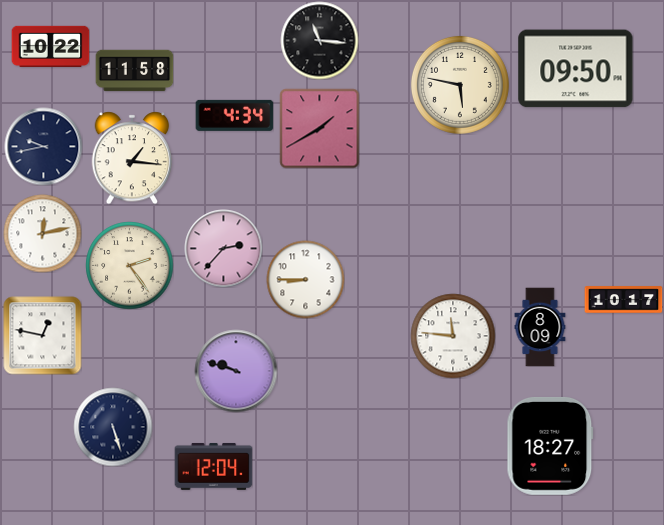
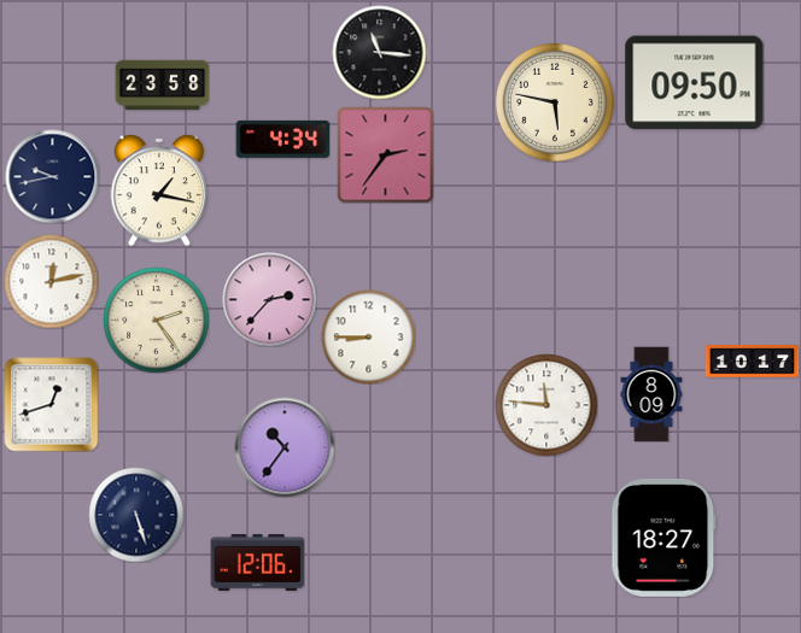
clock at (319, 40) position: (319, 40) -> (379, 52)
clock at (50, 46): 10:22 -> none
clock at (134, 71): 11:58 -> 23:58
clock at (319, 128): 1:40 -> 2:36
clock at (132, 158): 1:16 -> 1:17
clock at (42, 335): 12:47 -> 12:42
clock at (236, 371): 9:48 -> 10:36
clock at (213, 466): 12:04 -> 12:06
